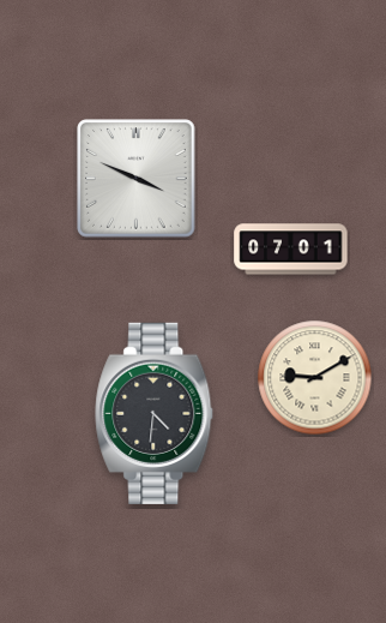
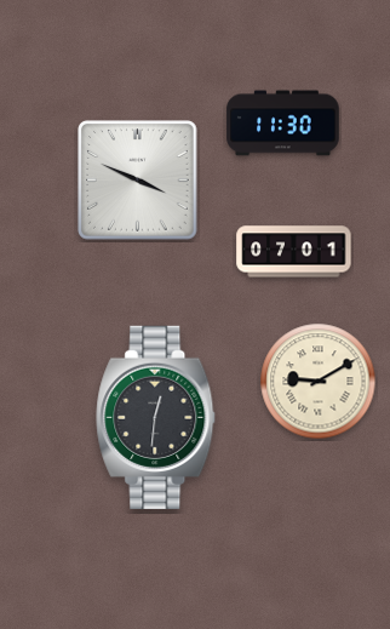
clock at (283, 124): none -> 11:30
clock at (155, 413): 4:31 -> 12:31
